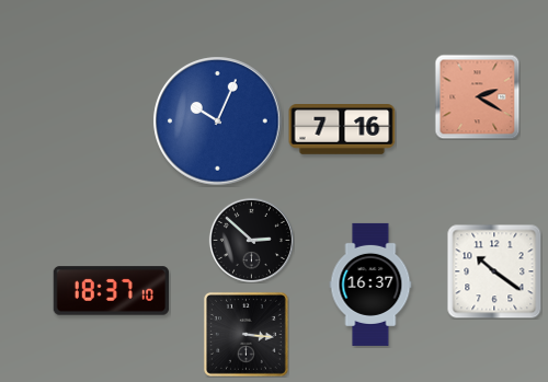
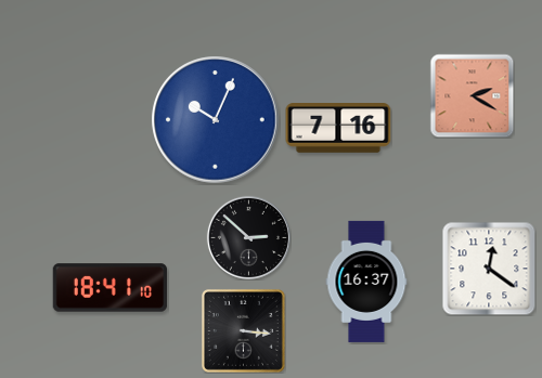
clock at (494, 271): 10:21 -> 12:21
clock at (112, 291): 18:37 -> 18:41
